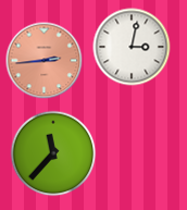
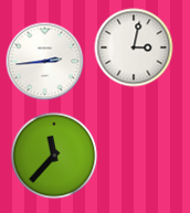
clock at (45, 61) dial: salmon -> white
